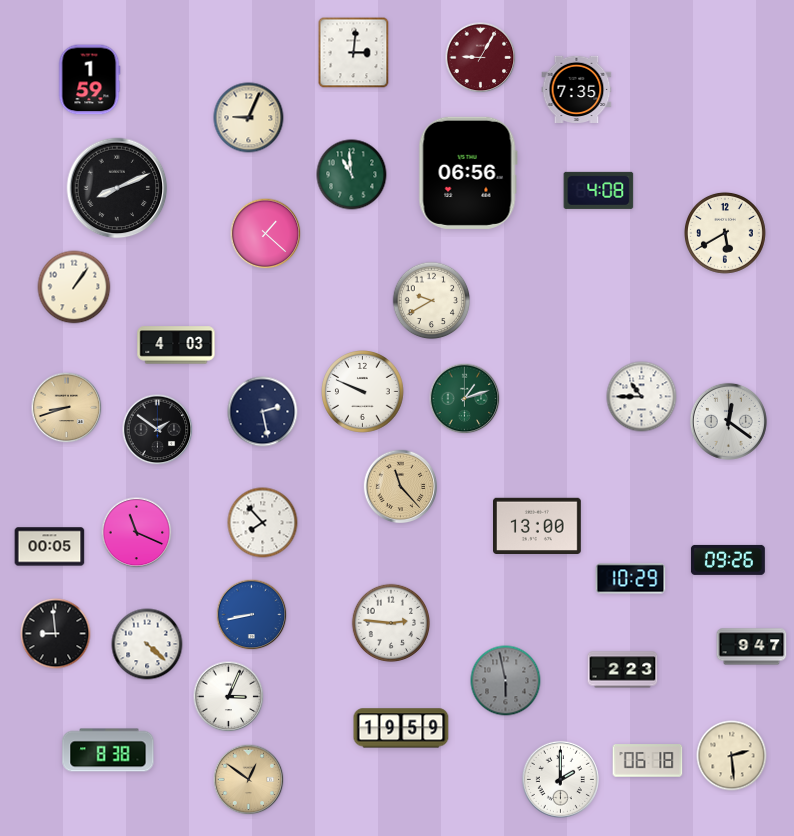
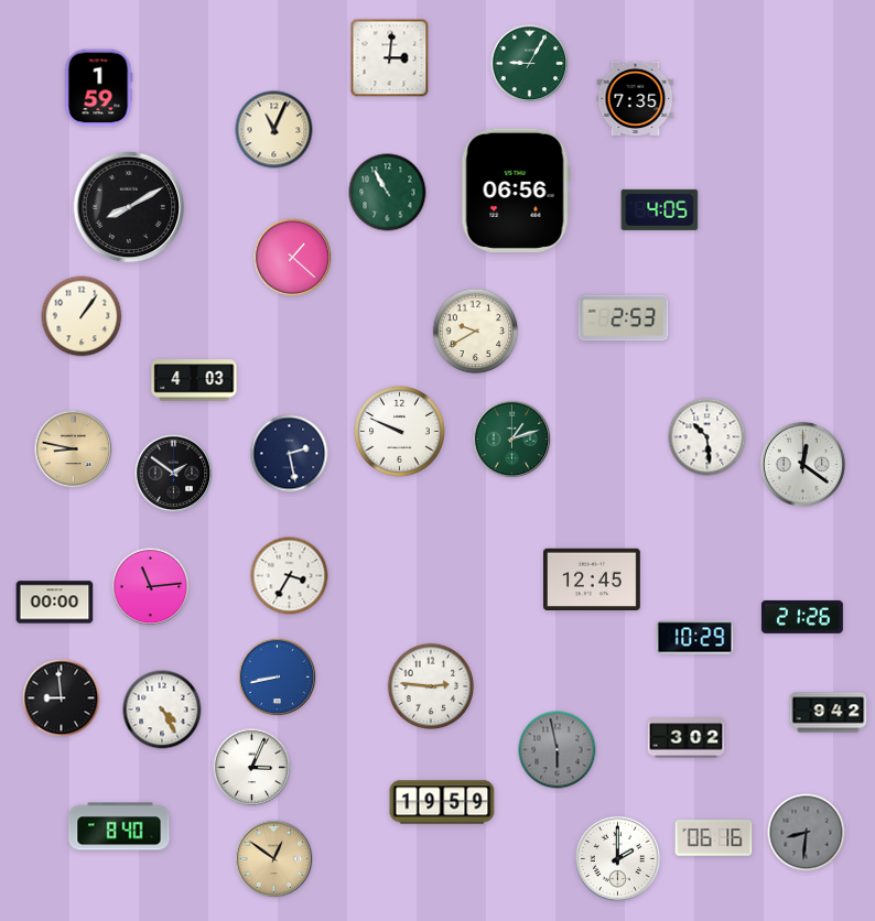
clock at (481, 58) dial: burgundy -> green
clock at (249, 118): 9:04 -> 11:04
clock at (352, 175): 10:59 -> 10:55
clock at (117, 188): 8:11 -> 8:10
clock at (599, 190): 4:08 -> 4:05
clock at (725, 233): 5:40 -> none
clock at (624, 318): none -> 2:53
clock at (642, 397): 10:45 -> 10:29
clock at (67, 408): 8:42 -> 8:47
clock at (401, 487): 11:23 -> none
clock at (263, 523): 7:53 -> 3:35
clock at (538, 525): 13:00 -> 12:45
clock at (137, 533): 11:19 -> 11:14
clock at (50, 547): 00:05 -> 00:00
clock at (728, 560): 09:26 -> 21:26
clock at (147, 644): 4:22 -> 4:25
clock at (752, 647): 9:47 -> 9:42
clock at (623, 670): 2:23 -> 3:02
clock at (108, 750): 8:38 -> 8:40
clock at (732, 756): 2:29 -> 8:31
clock at (732, 756) dial: cream -> grey
clock at (648, 761): 06:18 -> 06:16
